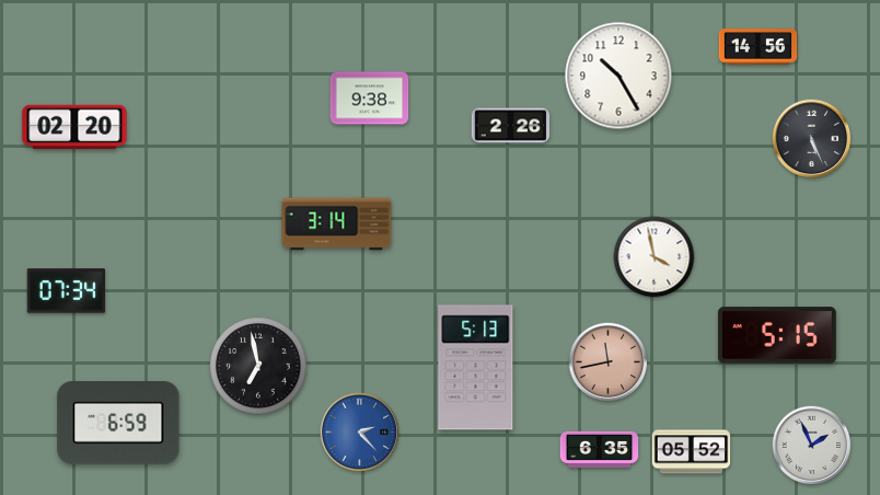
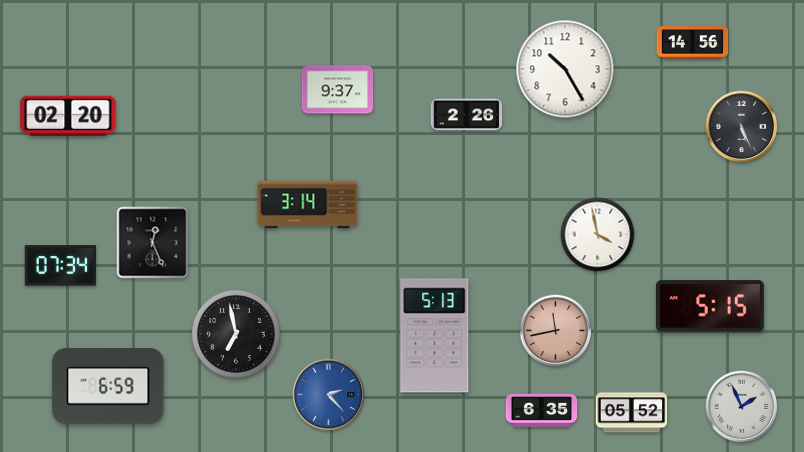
clock at (370, 99): 9:38 -> 9:37
clock at (153, 243): none -> 12:26
clock at (600, 449) position: (600, 449) -> (542, 410)
